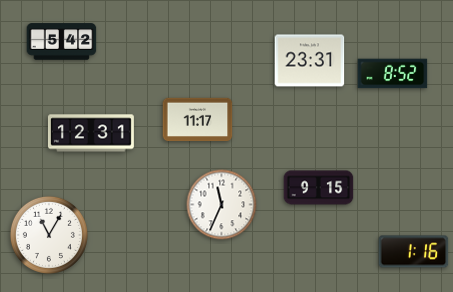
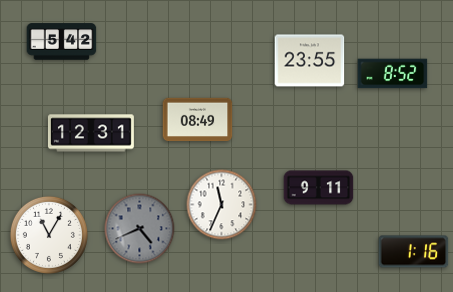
clock at (310, 61): 23:31 -> 23:55
clock at (198, 120): 11:17 -> 08:49
clock at (319, 188): 9:15 -> 9:11
clock at (140, 229): none -> 4:41
